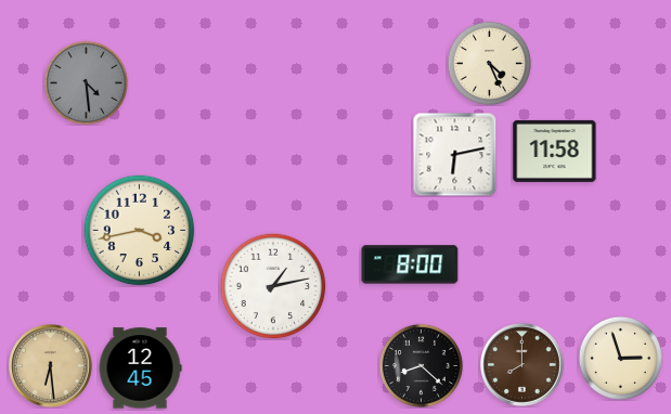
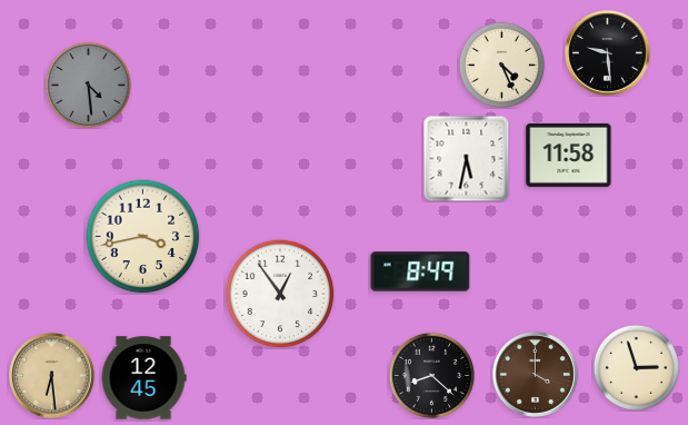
clock at (608, 53): none -> 9:29
clock at (454, 154): 6:13 -> 5:32
clock at (410, 264): 8:00 -> 8:49
clock at (273, 286): 1:13 -> 12:54
clock at (522, 365): 8:00 -> 4:00
